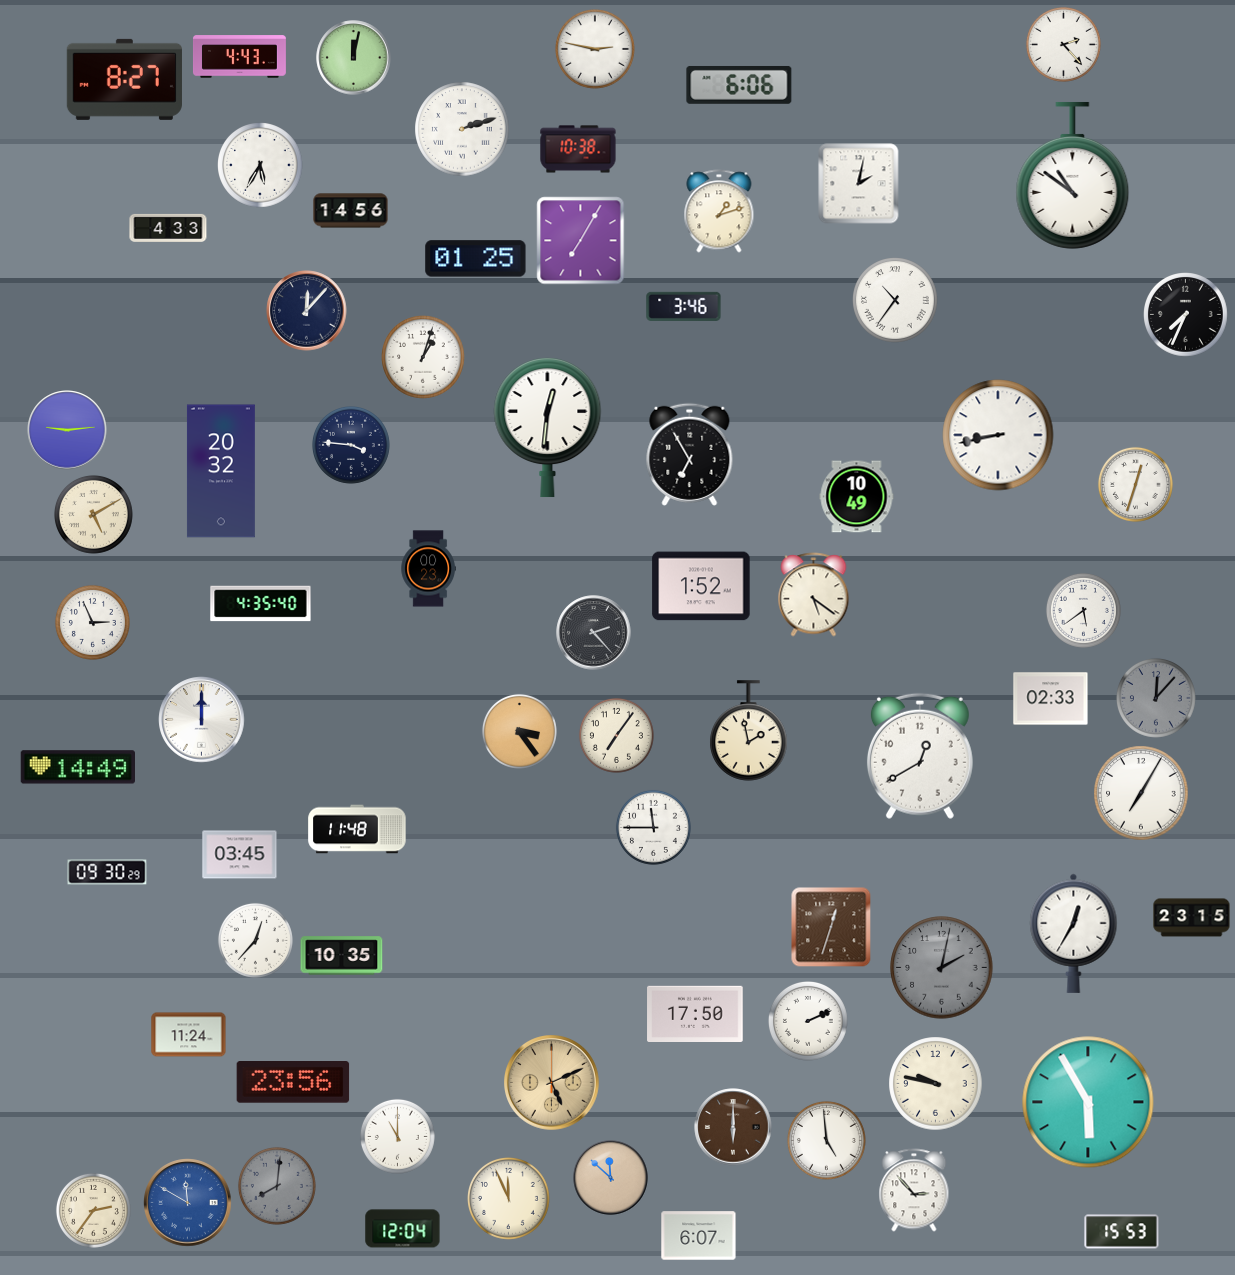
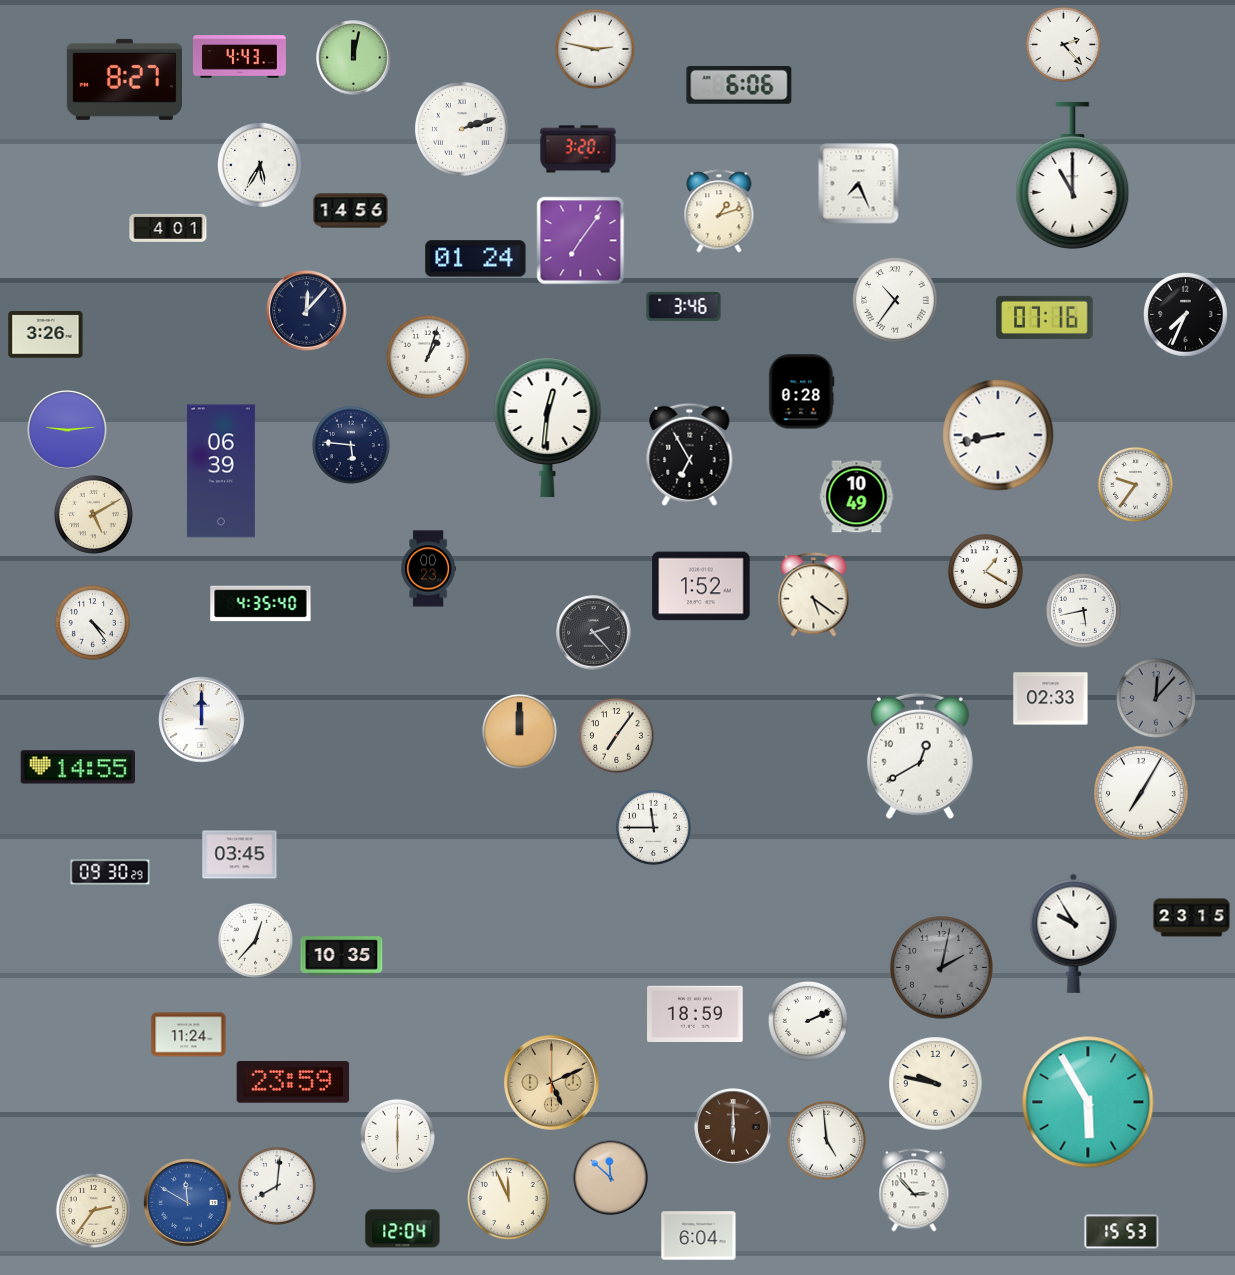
clock at (578, 149): 10:38 -> 3:20
clock at (1073, 175): 10:51 -> 11:00
clock at (859, 184): 2:02 -> 7:26
clock at (168, 228): 4:33 -> 4:01
clock at (581, 241): 7:05 -> 7:06
clock at (476, 259): 01:25 -> 01:24
clock at (1045, 317): none -> 07:16
clock at (46, 335): none -> 3:26
clock at (424, 358) position: (424, 358) -> (429, 358)
clock at (802, 392): none -> 0:28
clock at (351, 445): 3:46 -> 5:46
clock at (221, 471): 20:32 -> 06:39
clock at (1135, 484): 12:33 -> 9:36
clock at (985, 571): none -> 1:20
clock at (1083, 610): 5:39 -> 5:43
clock at (92, 622): 2:56 -> 4:24
clock at (519, 731): 3:24 -> 12:00
clock at (749, 731): 1:58 -> none
clock at (77, 767): 14:49 -> 14:55
clock at (357, 829): 11:48 -> none
clock at (107, 872) position: (107, 872) -> (110, 872)
clock at (831, 927): 12:33 -> none
clock at (1074, 933): 12:35 -> 9:55
clock at (695, 1013): 17:50 -> 18:59
clock at (293, 1082): 23:56 -> 23:59
clock at (397, 1136): 11:00 -> 6:00
clock at (277, 1186) dial: grey -> white
clock at (699, 1236): 6:07 -> 6:04
